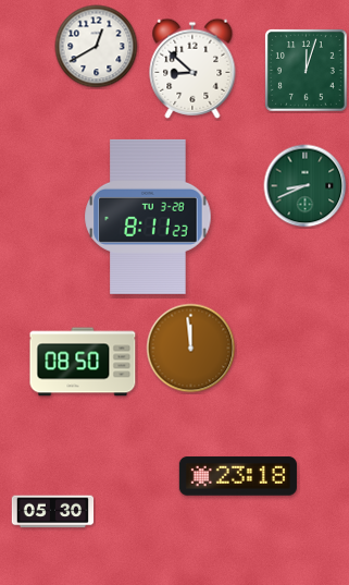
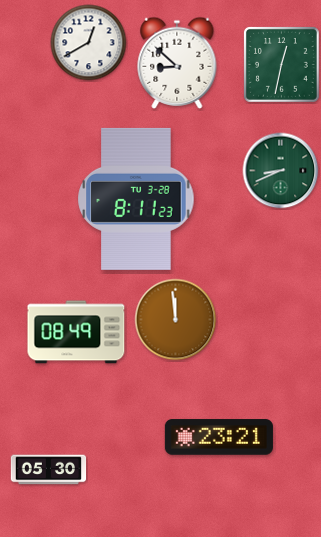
clock at (307, 71): 12:03 -> 12:32
clock at (83, 362): 08:50 -> 08:49
clock at (238, 476): 23:18 -> 23:21
